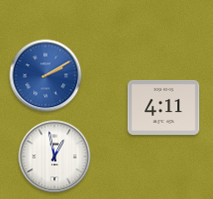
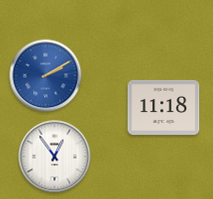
clock at (164, 107): 4:11 -> 11:18
clock at (55, 157): 12:58 -> 12:54
